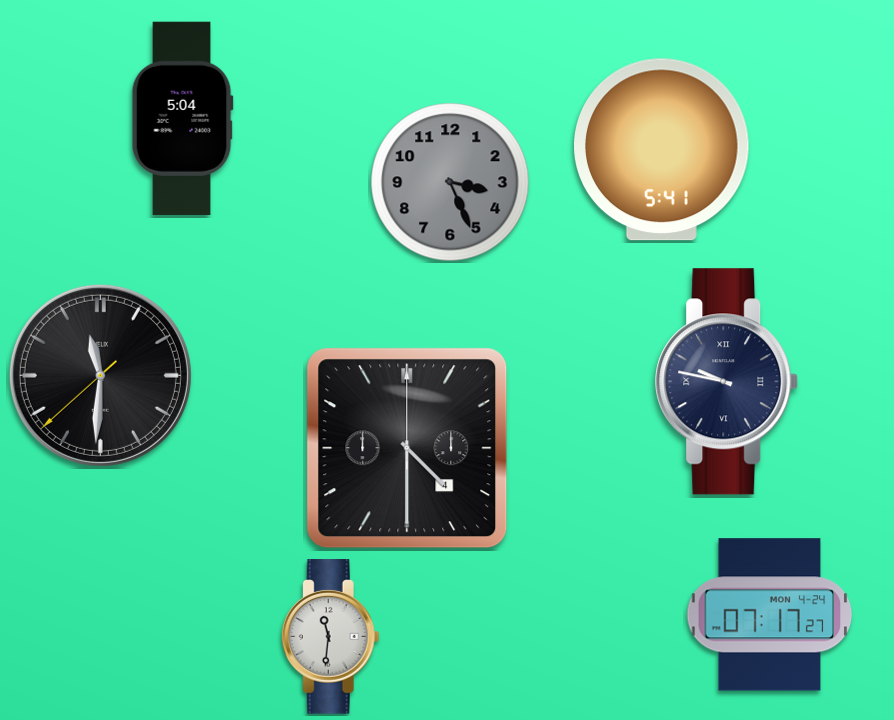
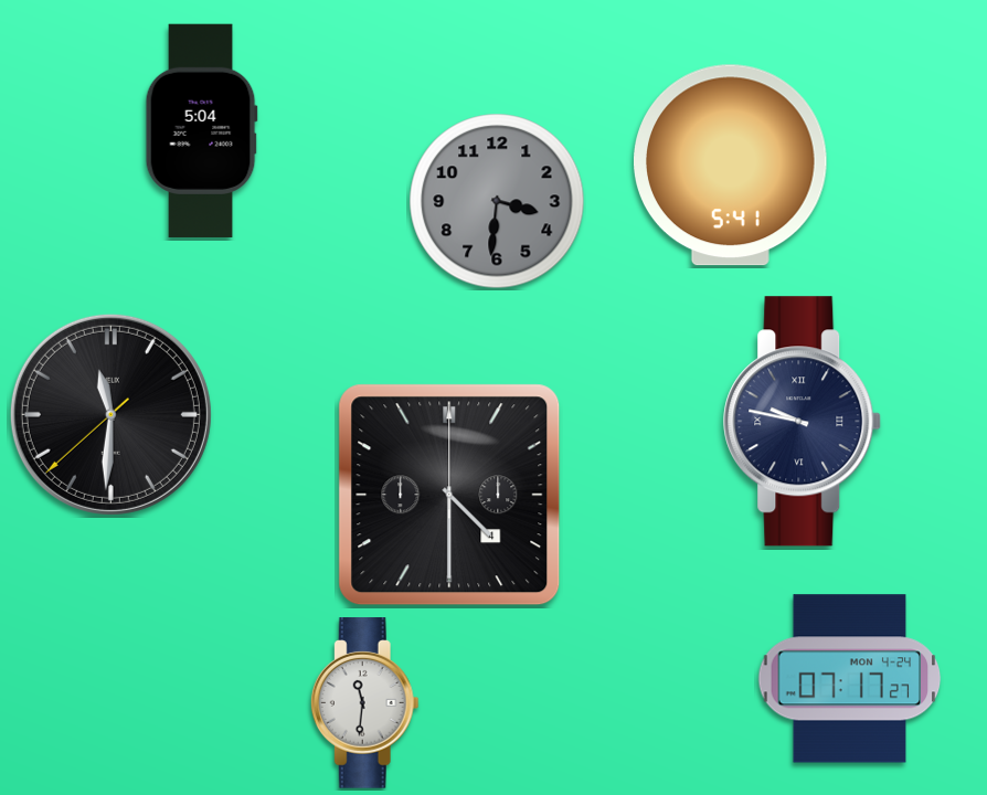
clock at (450, 182): 3:26 -> 3:31
